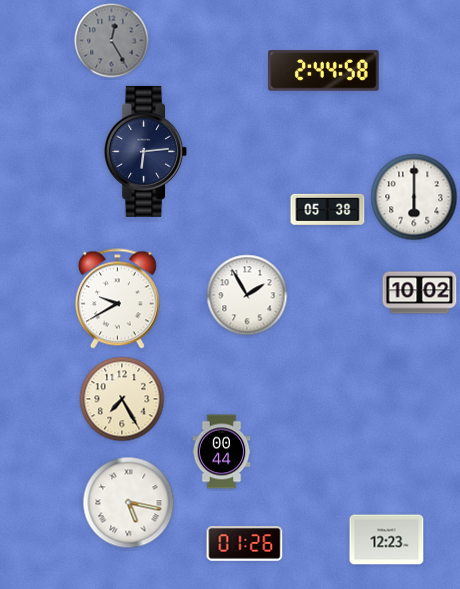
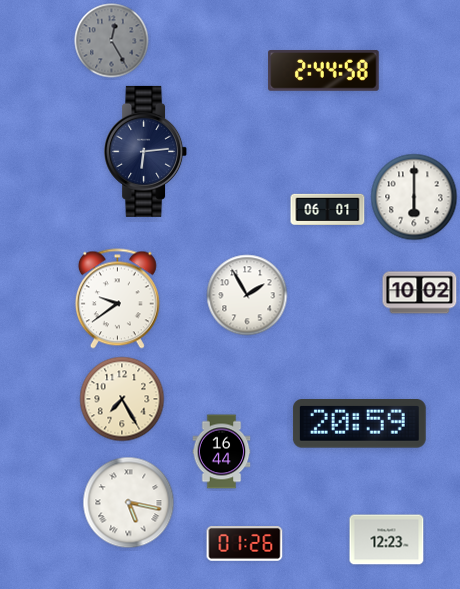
clock at (328, 209): 05:38 -> 06:01
clock at (117, 299): 9:40 -> 9:39
clock at (359, 424): none -> 20:59
clock at (222, 452): 00:44 -> 16:44
